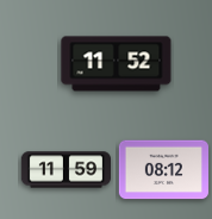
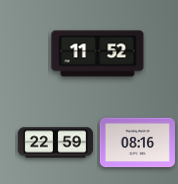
clock at (66, 170): 11:59 -> 22:59
clock at (163, 170): 08:12 -> 08:16
